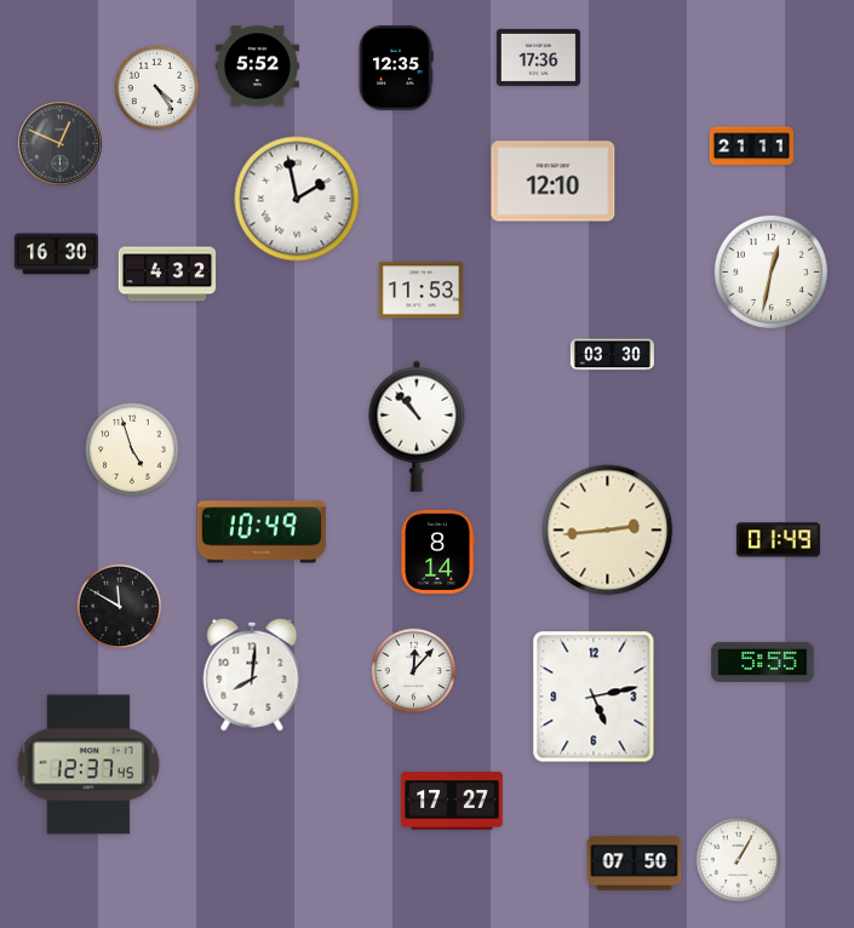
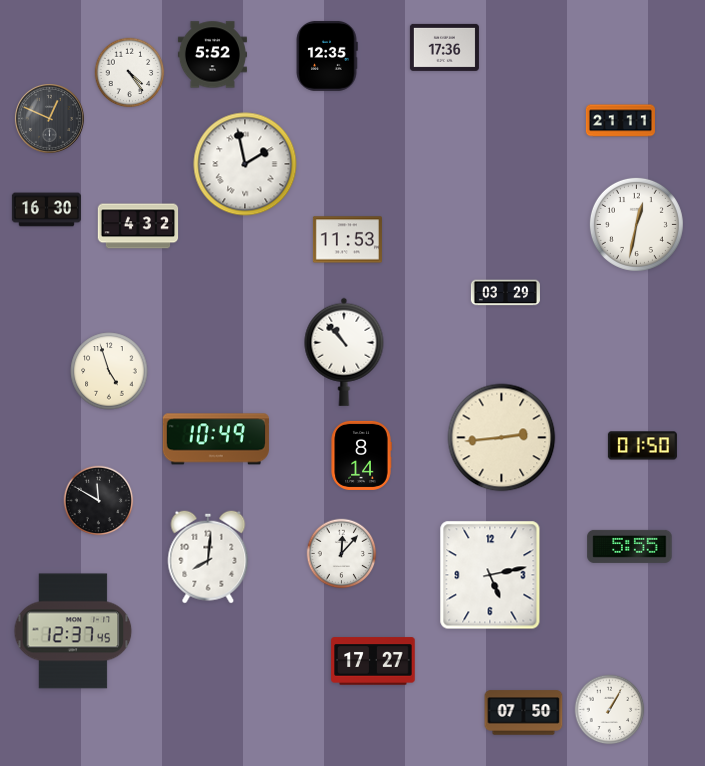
clock at (554, 182): 12:10 -> none
clock at (612, 355): 03:30 -> 03:29
clock at (778, 540): 01:49 -> 01:50
